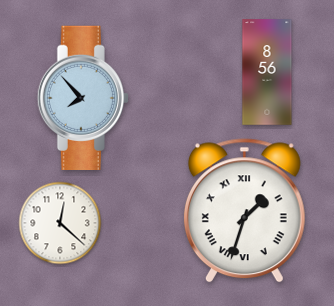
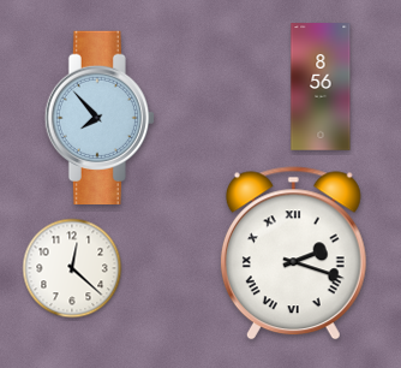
clock at (244, 211): 1:33 -> 2:18
